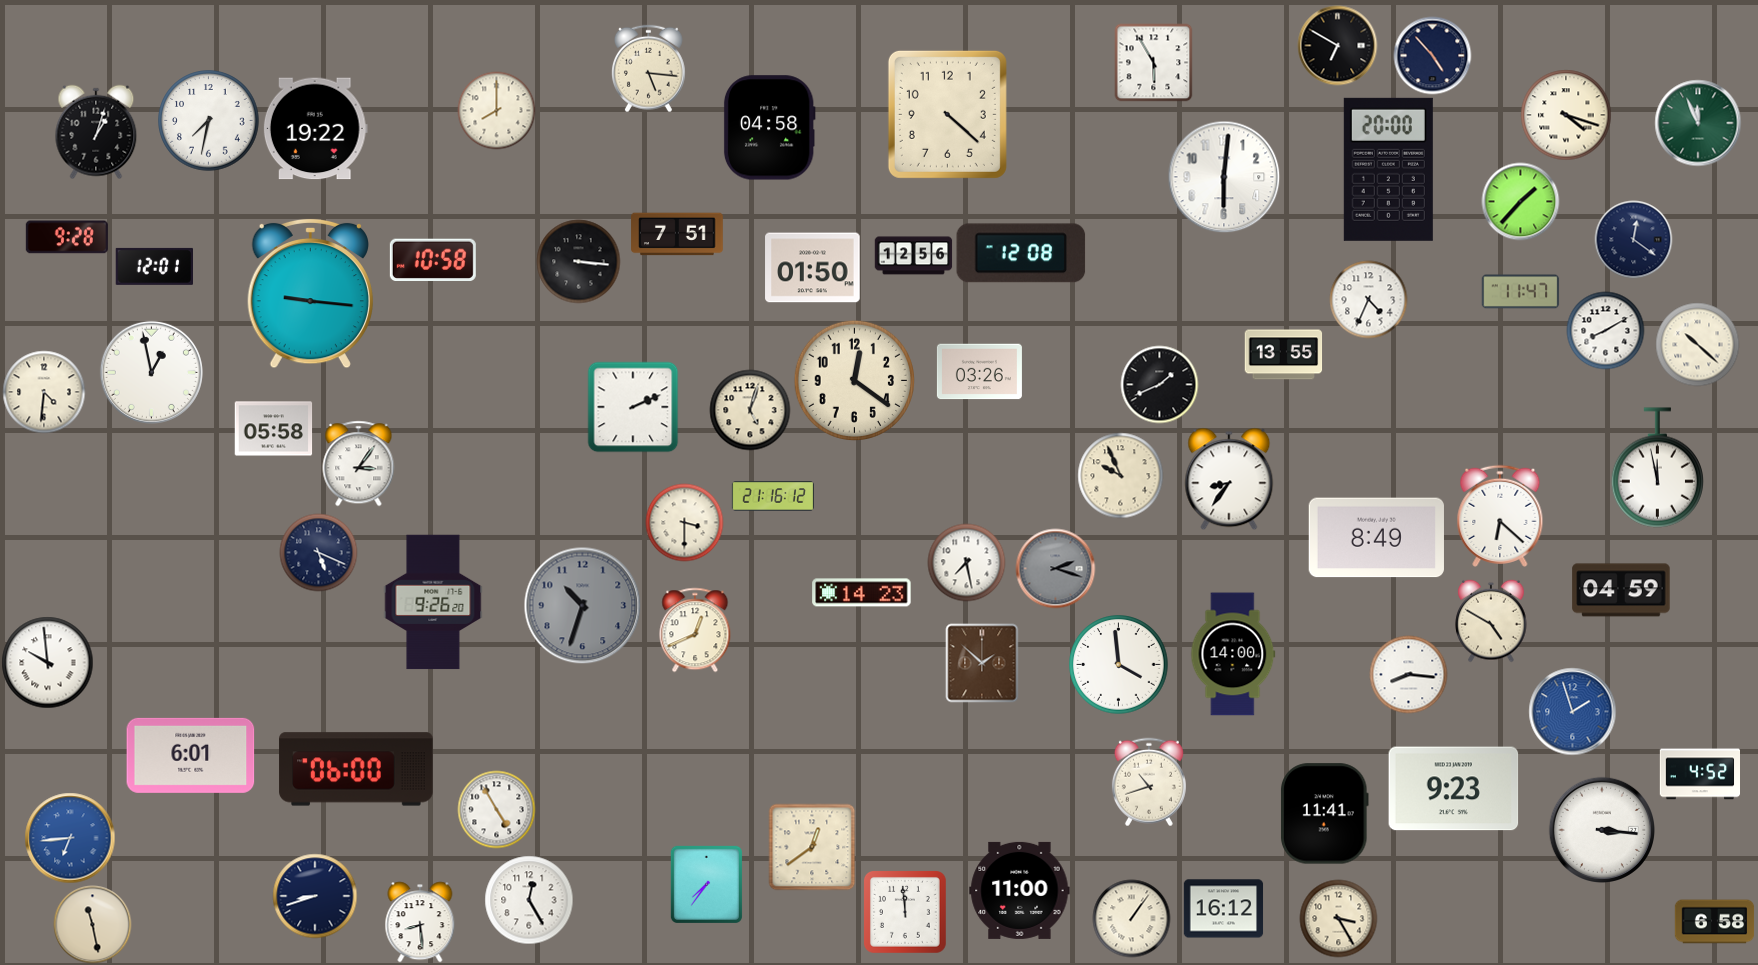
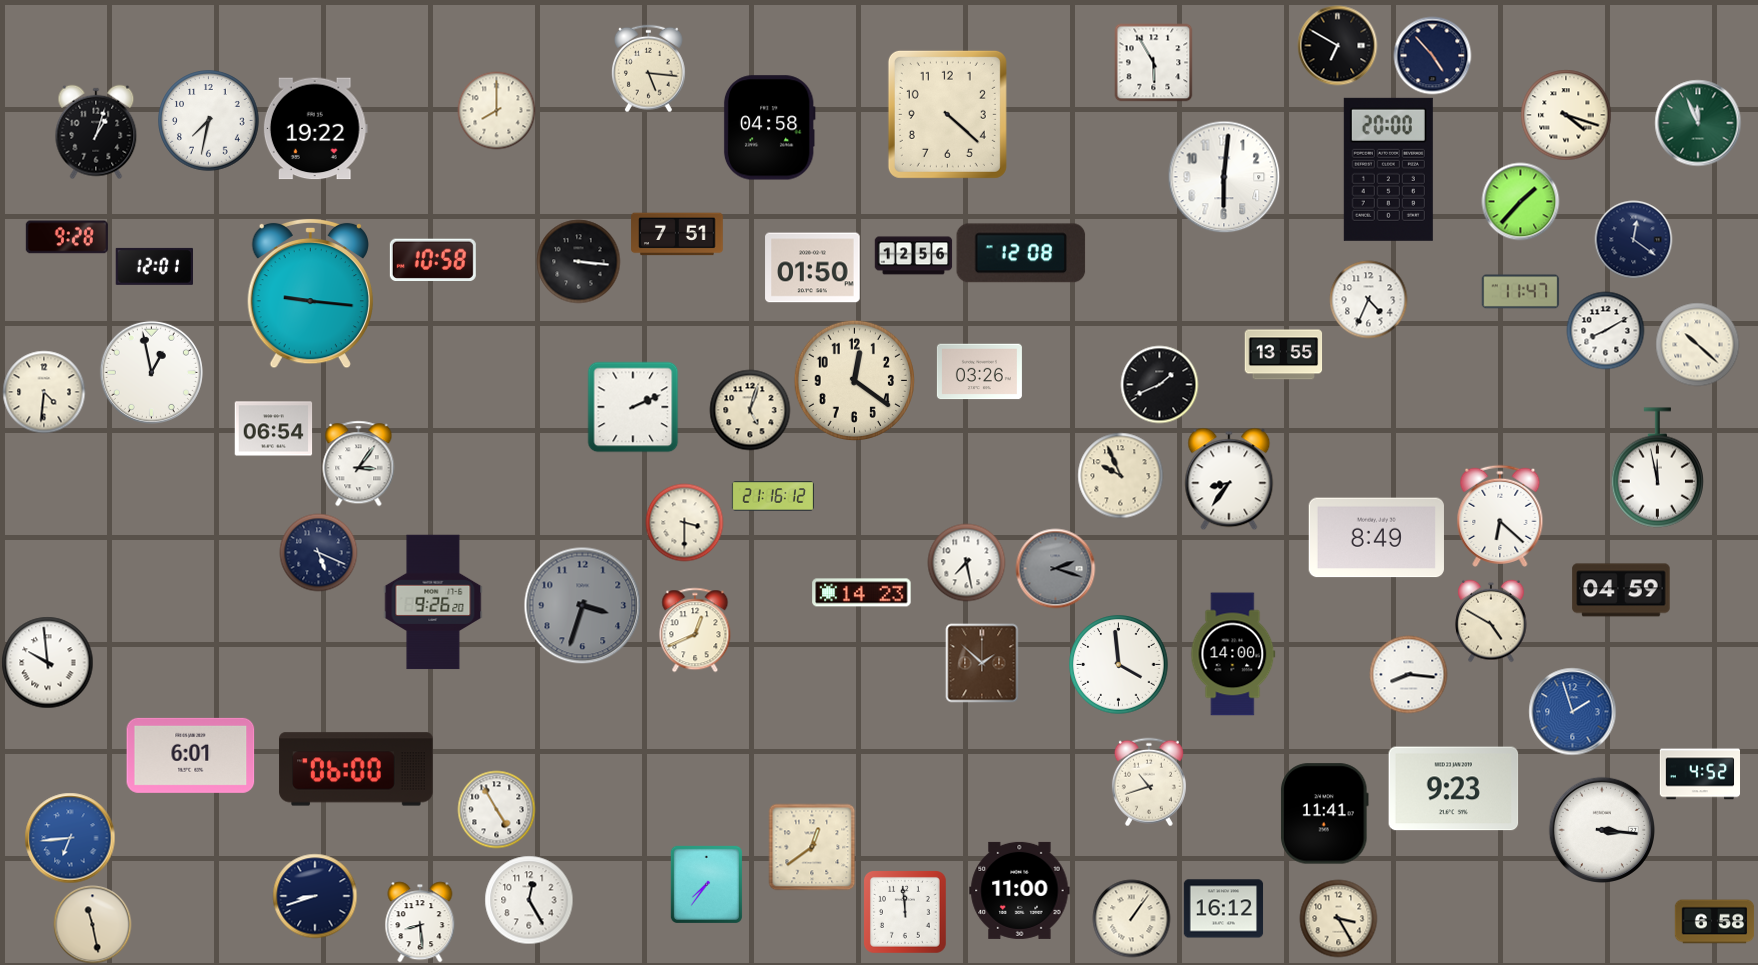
clock at (273, 429): 05:58 -> 06:54
clock at (582, 605): 10:33 -> 3:33
